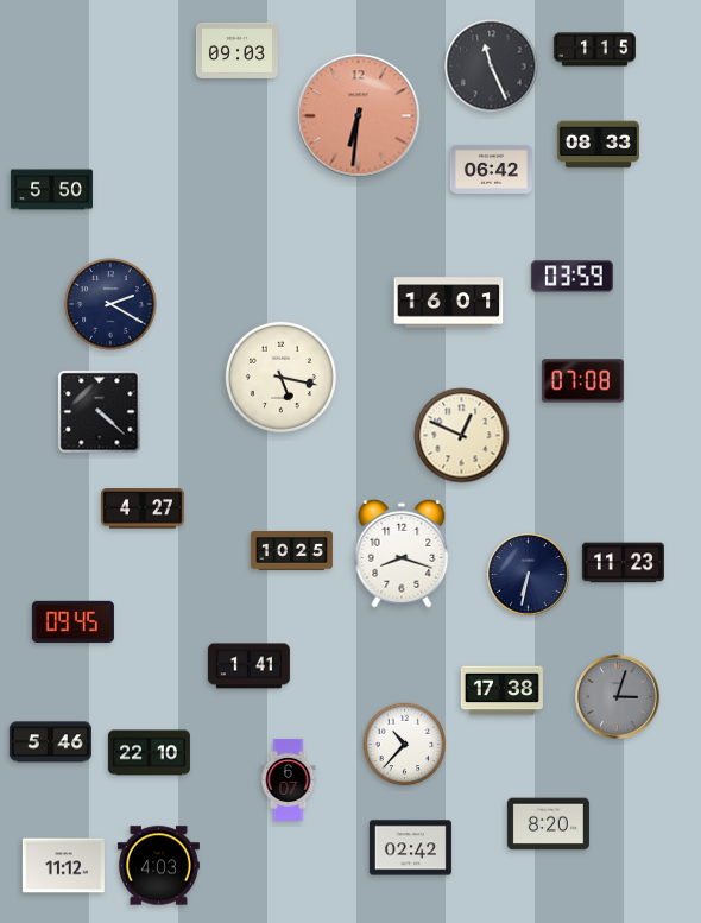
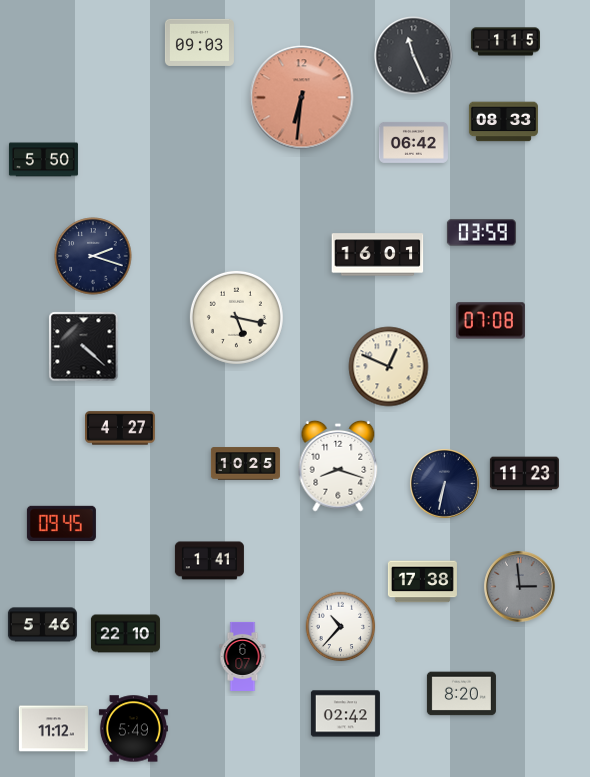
clock at (594, 50) position: (594, 50) -> (505, 42)
clock at (110, 304): 2:20 -> 2:18
clock at (618, 697): 3:03 -> 2:59
clock at (158, 866): 4:03 -> 5:49
